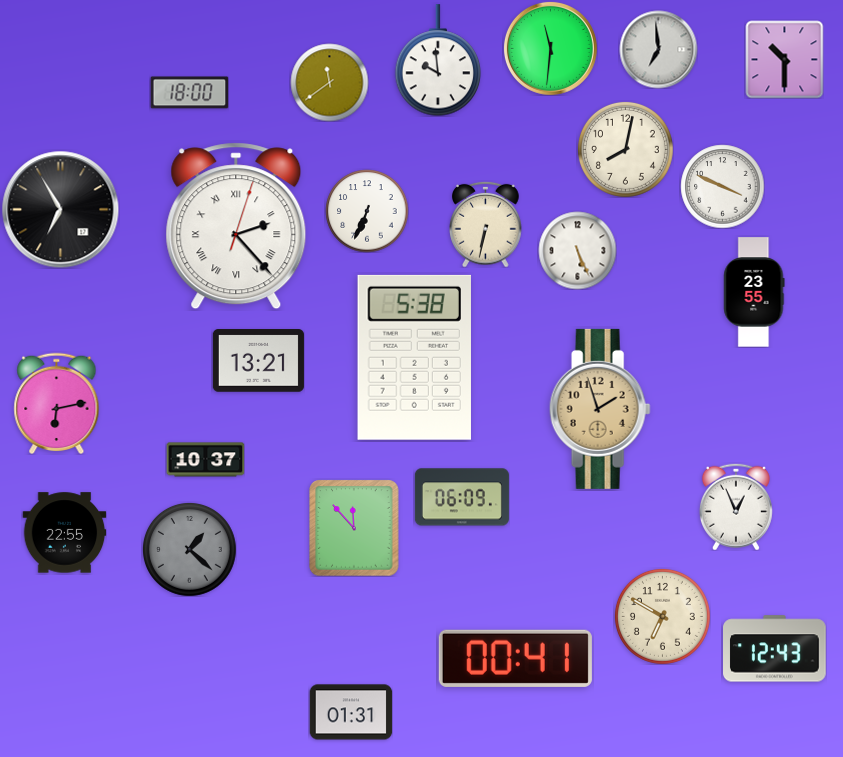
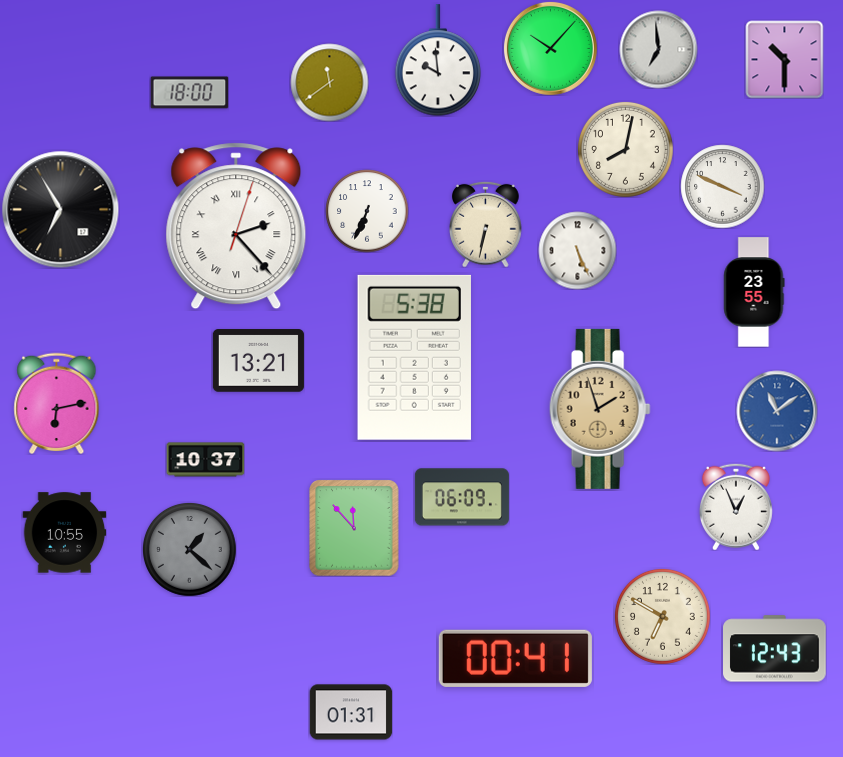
clock at (550, 48): 11:31 -> 10:07
clock at (777, 411): none -> 11:09
clock at (64, 533): 22:55 -> 10:55
